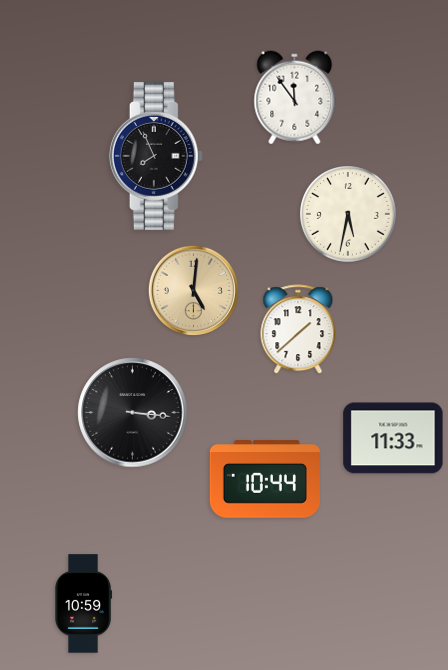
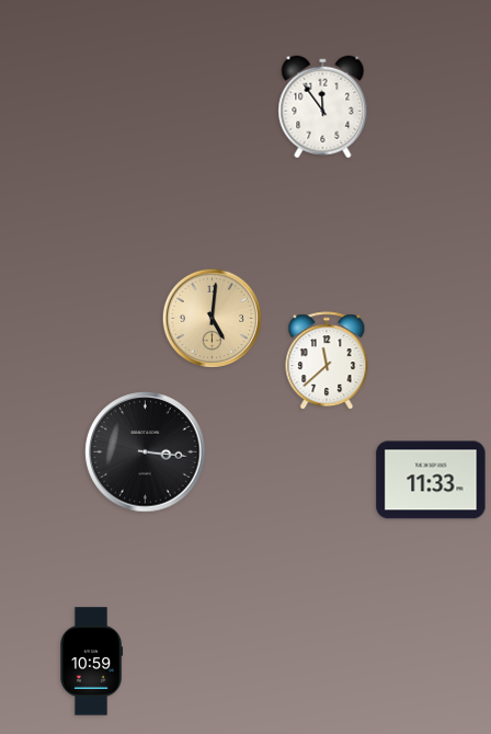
clock at (156, 156): 7:56 -> none
clock at (349, 215): 5:32 -> none
clock at (298, 330): 1:38 -> 11:38
clock at (265, 479): 10:44 -> none
